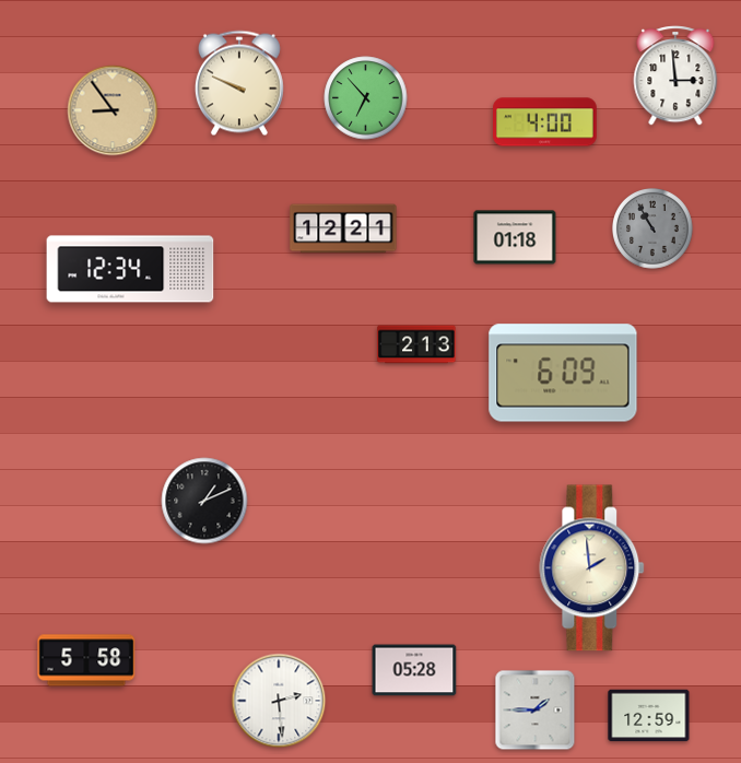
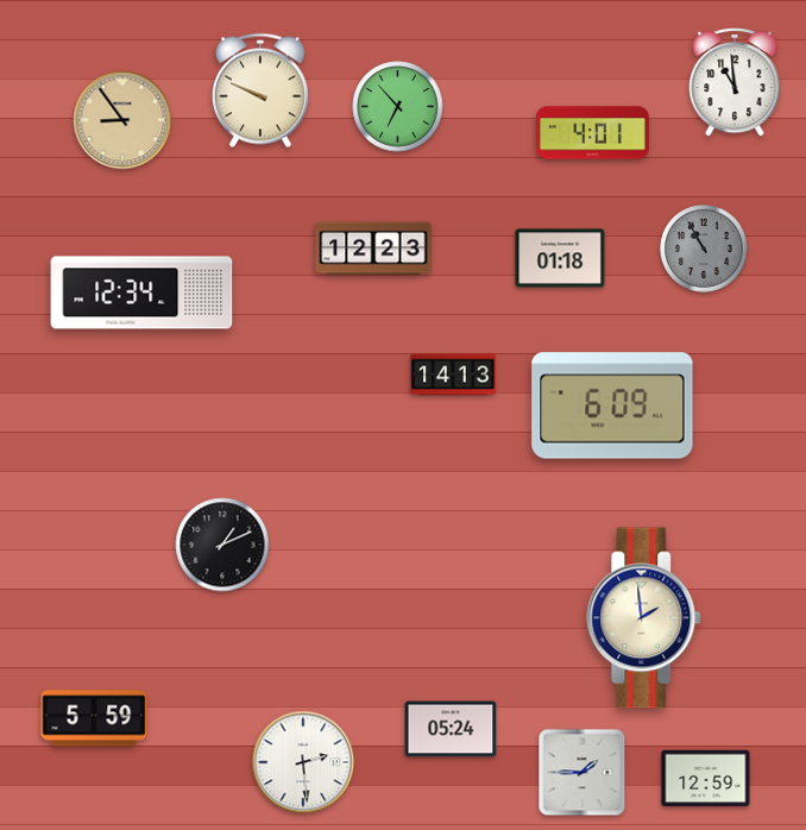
clock at (675, 75): 2:59 -> 10:59
clock at (545, 122): 4:00 -> 4:01
clock at (343, 228): 12:21 -> 12:23
clock at (654, 230) position: (654, 230) -> (705, 250)
clock at (416, 344): 2:13 -> 14:13
clock at (86, 660): 5:58 -> 5:59
clock at (414, 670): 05:28 -> 05:24
